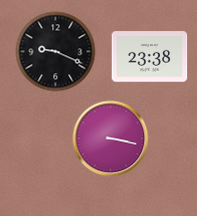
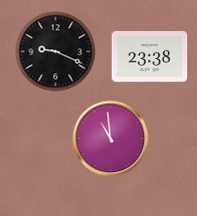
clock at (111, 139): 3:17 -> 10:59
